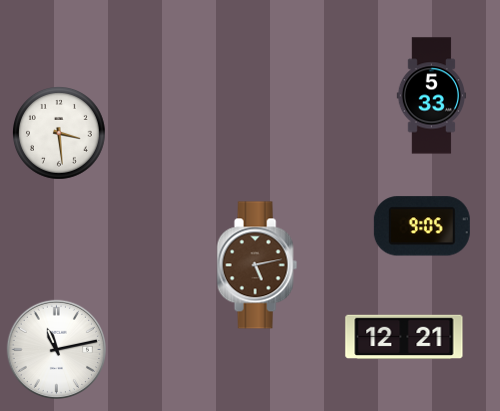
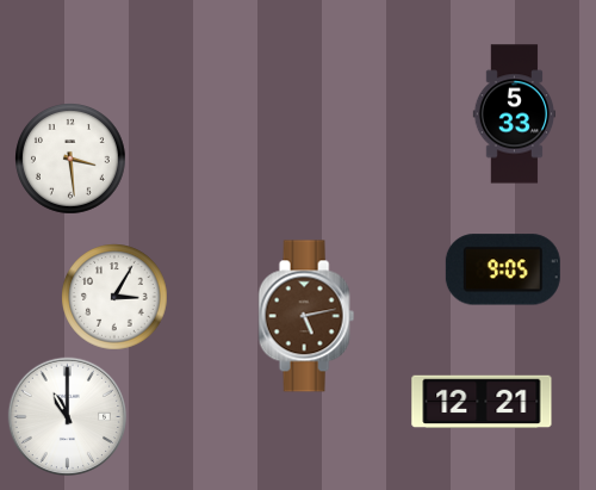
clock at (114, 297): none -> 3:05
clock at (56, 349): 11:13 -> 11:00
